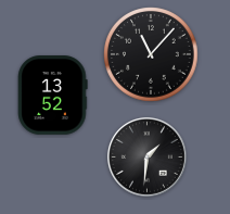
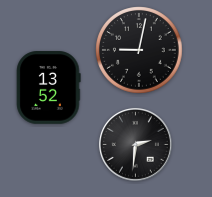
clock at (151, 54): 11:07 -> 9:02
clock at (146, 156): 1:31 -> 2:31
